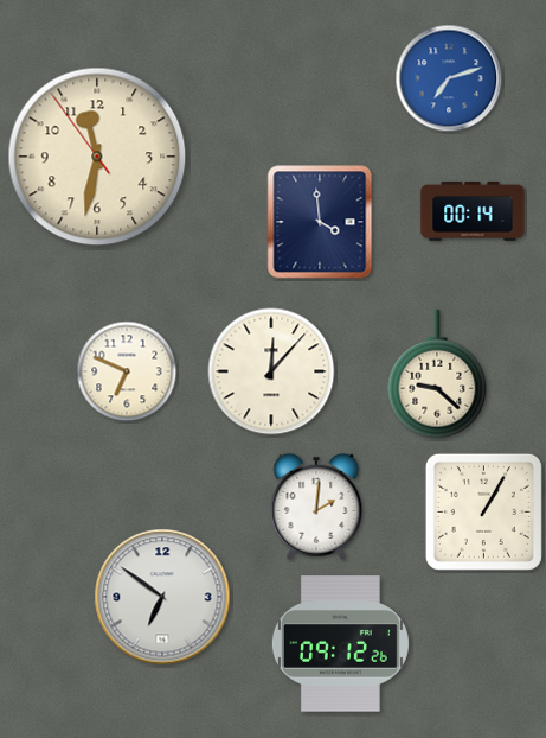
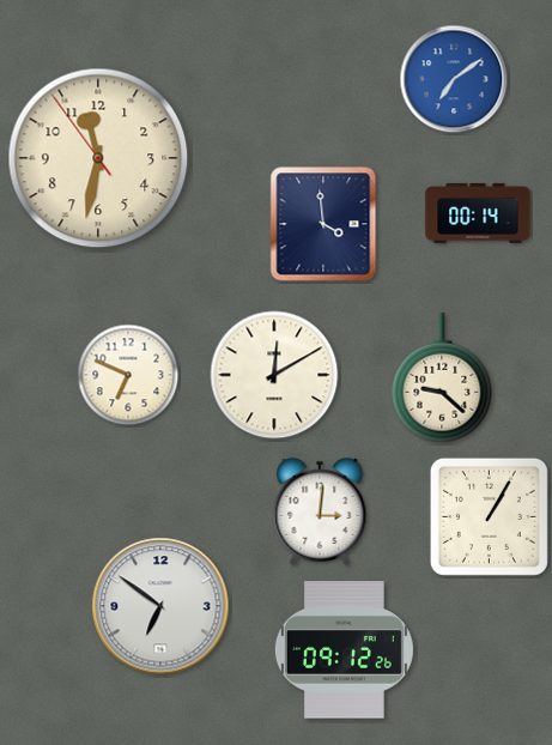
clock at (449, 78): 7:12 -> 7:09
clock at (271, 371): 12:07 -> 12:10
clock at (316, 507): 2:01 -> 3:01
clock at (162, 597) position: (162, 597) -> (160, 606)
